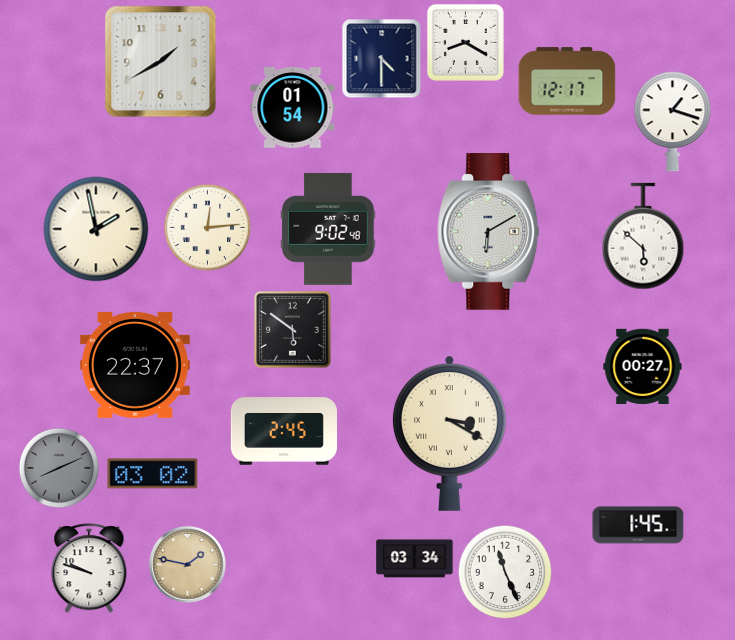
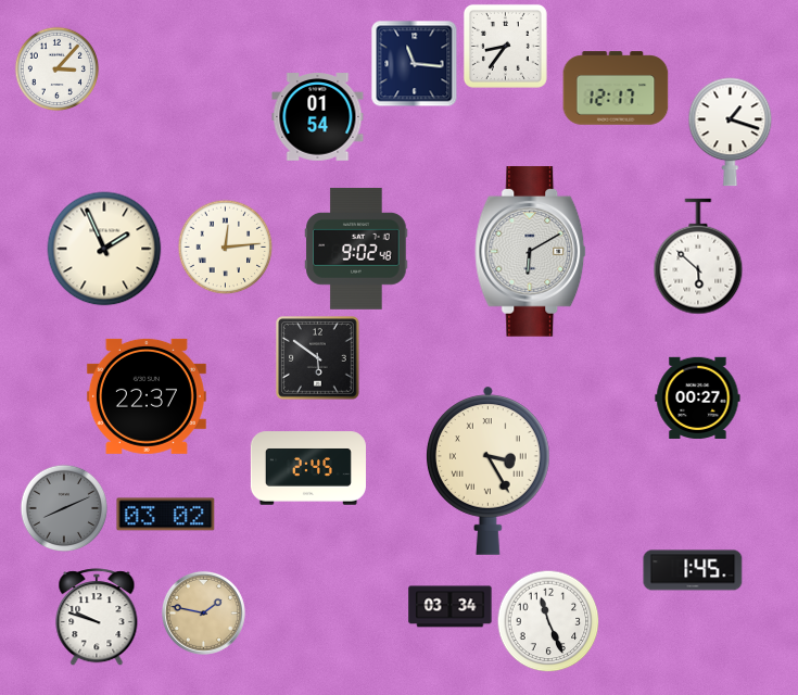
clock at (465, 42): 8:20 -> 8:36
clock at (381, 58): 4:30 -> 11:16
clock at (161, 62): 1:40 -> none
clock at (56, 68): none -> 3:07
clock at (96, 229): 1:58 -> 1:56
clock at (449, 433): 3:20 -> 3:25
